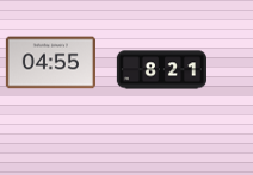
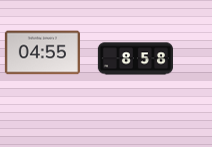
clock at (161, 70): 8:21 -> 8:58
